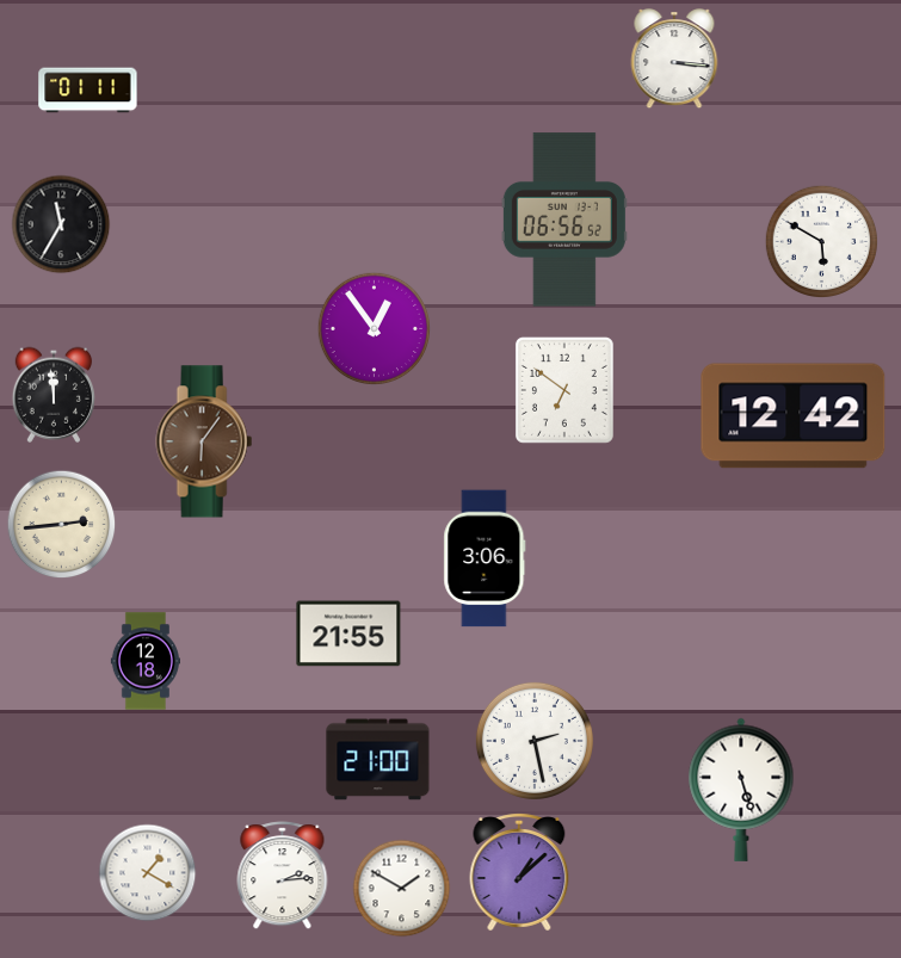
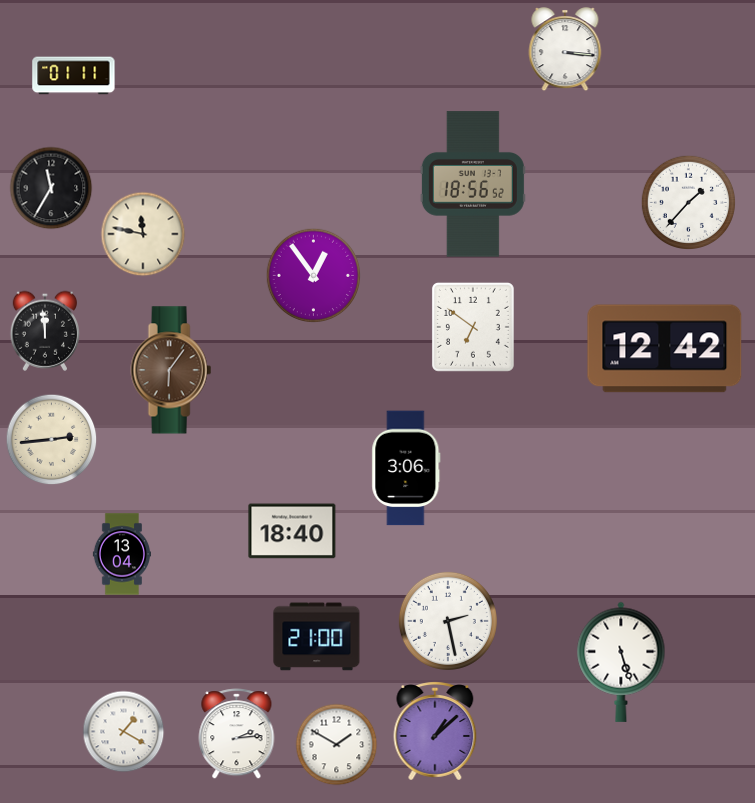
clock at (564, 220): 06:56 -> 18:56
clock at (821, 241): 5:50 -> 1:37
clock at (143, 234): none -> 11:47
clock at (348, 633): 21:55 -> 18:40
clock at (144, 661): 12:18 -> 13:04
